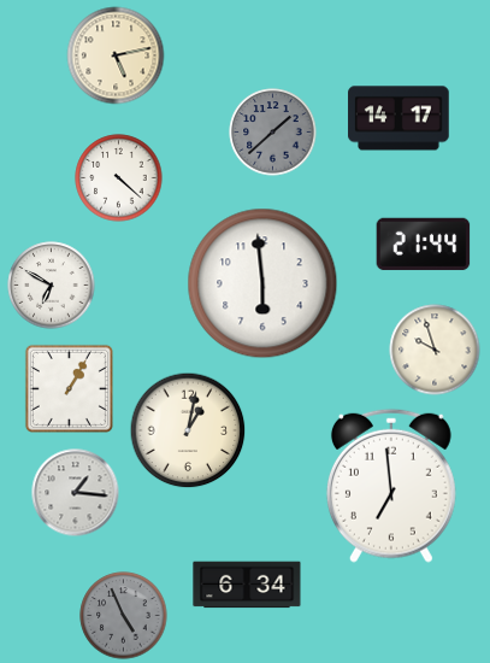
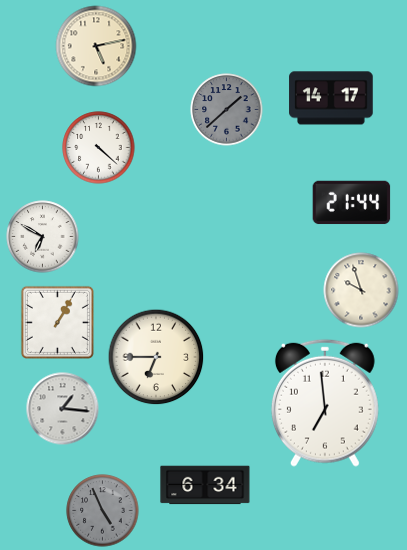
clock at (262, 283): 5:59 -> none
clock at (188, 430): 1:02 -> 6:45
